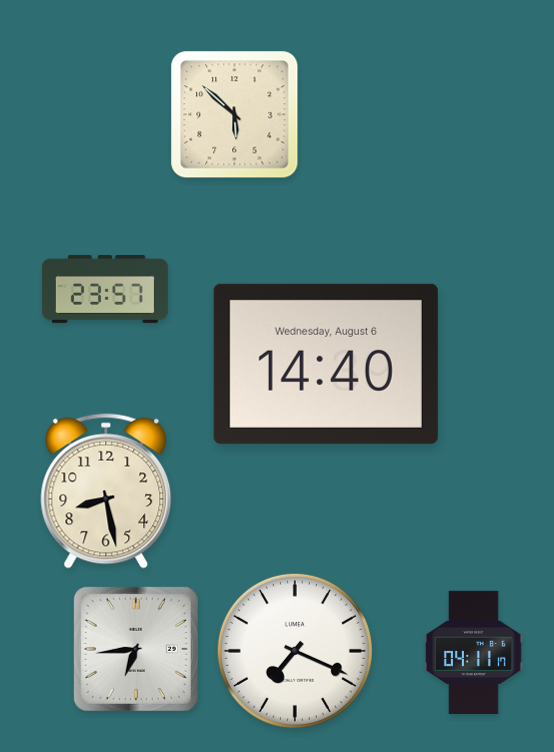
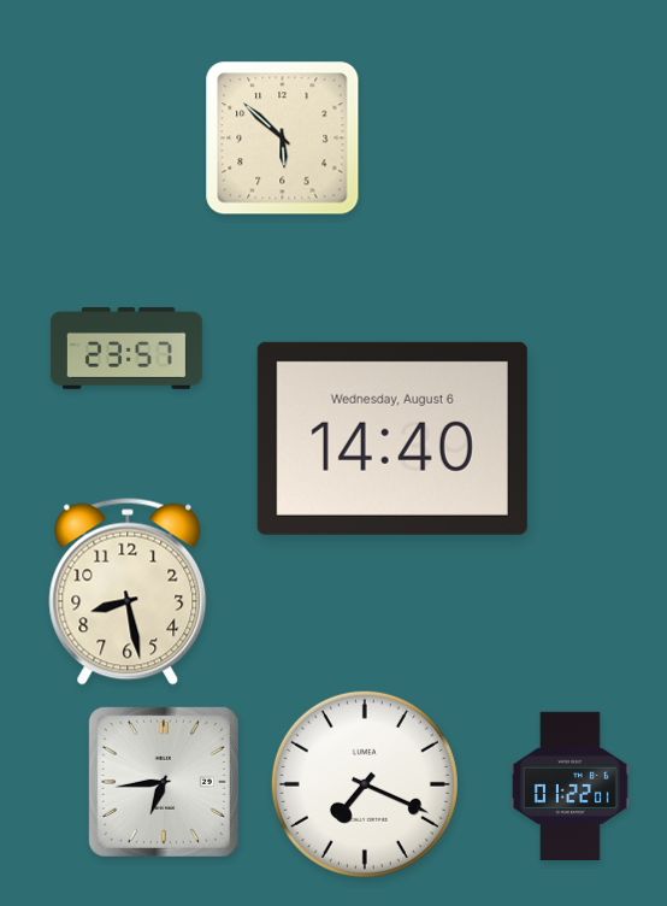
clock at (295, 651) position: (295, 651) -> (365, 784)
clock at (473, 652): 04:11 -> 01:22
